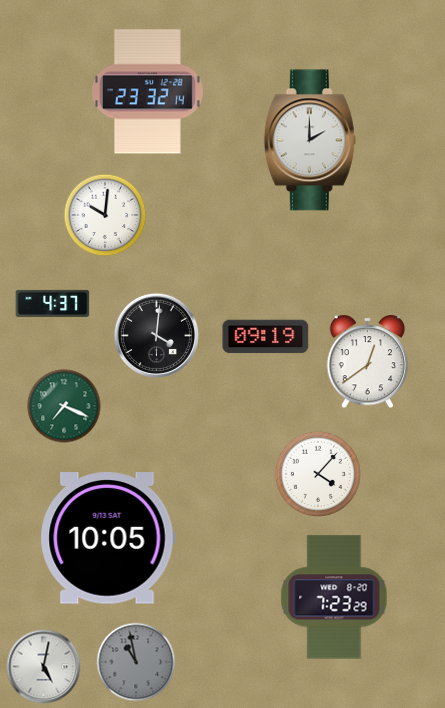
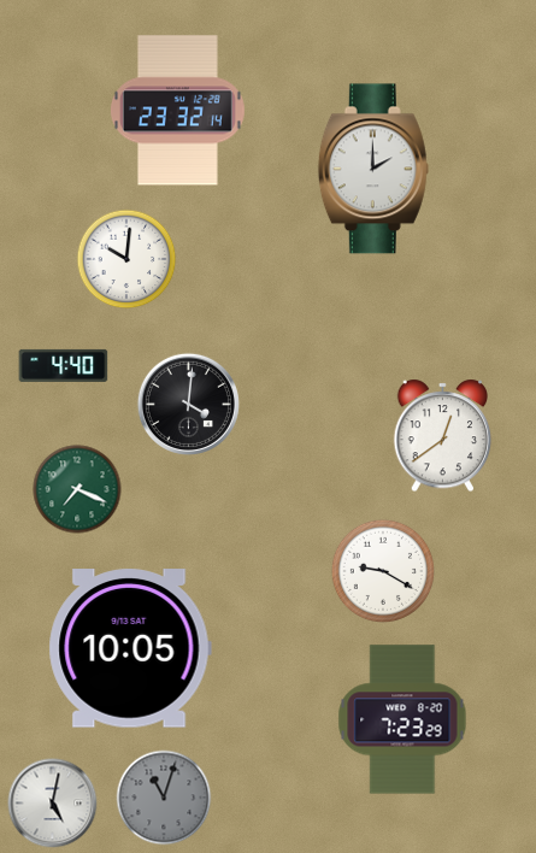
clock at (53, 303): 4:37 -> 4:40
clock at (266, 337): 09:19 -> none
clock at (317, 473): 4:07 -> 9:20
clock at (136, 662): 10:58 -> 11:03
